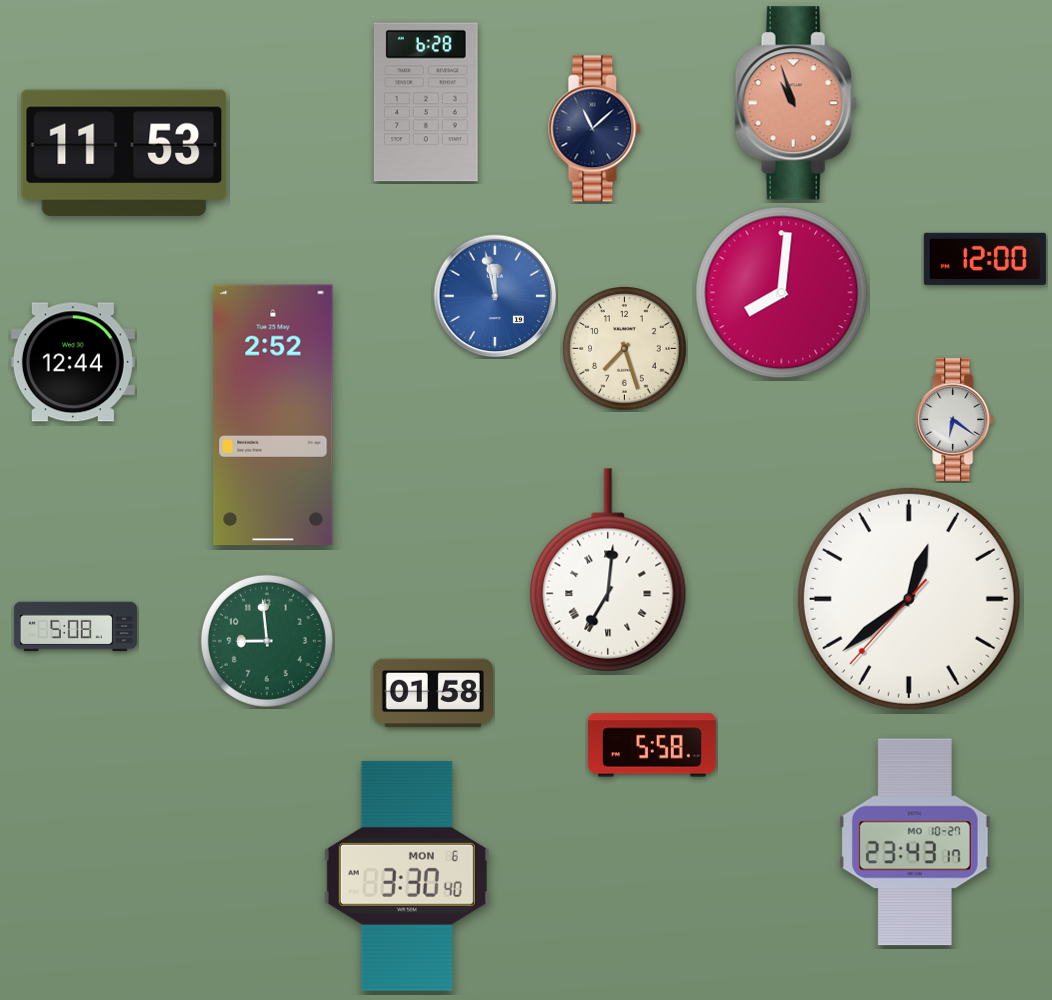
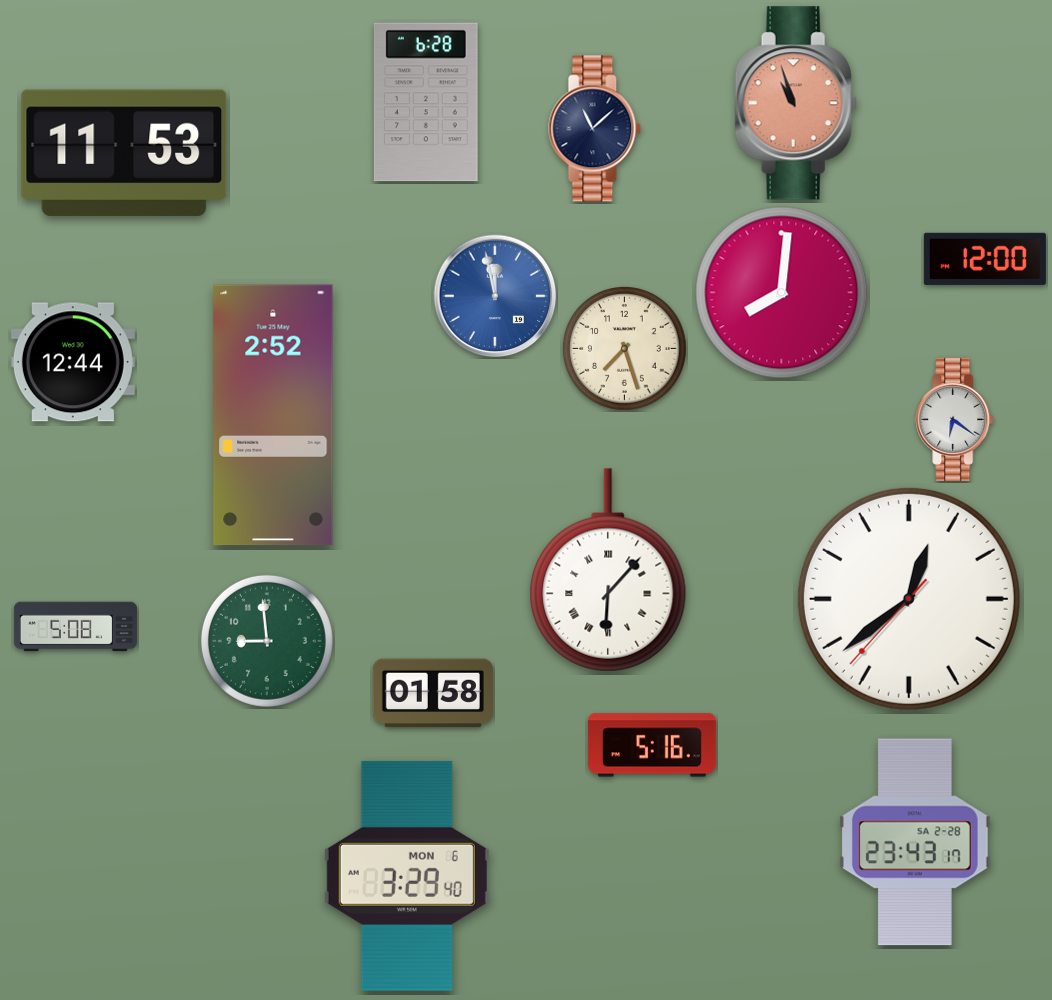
clock at (608, 570): 7:01 -> 6:07
clock at (652, 745): 5:58 -> 5:16
clock at (915, 842) date: MO 10-27 -> SA 2-28
clock at (407, 876): 3:30 -> 3:29
